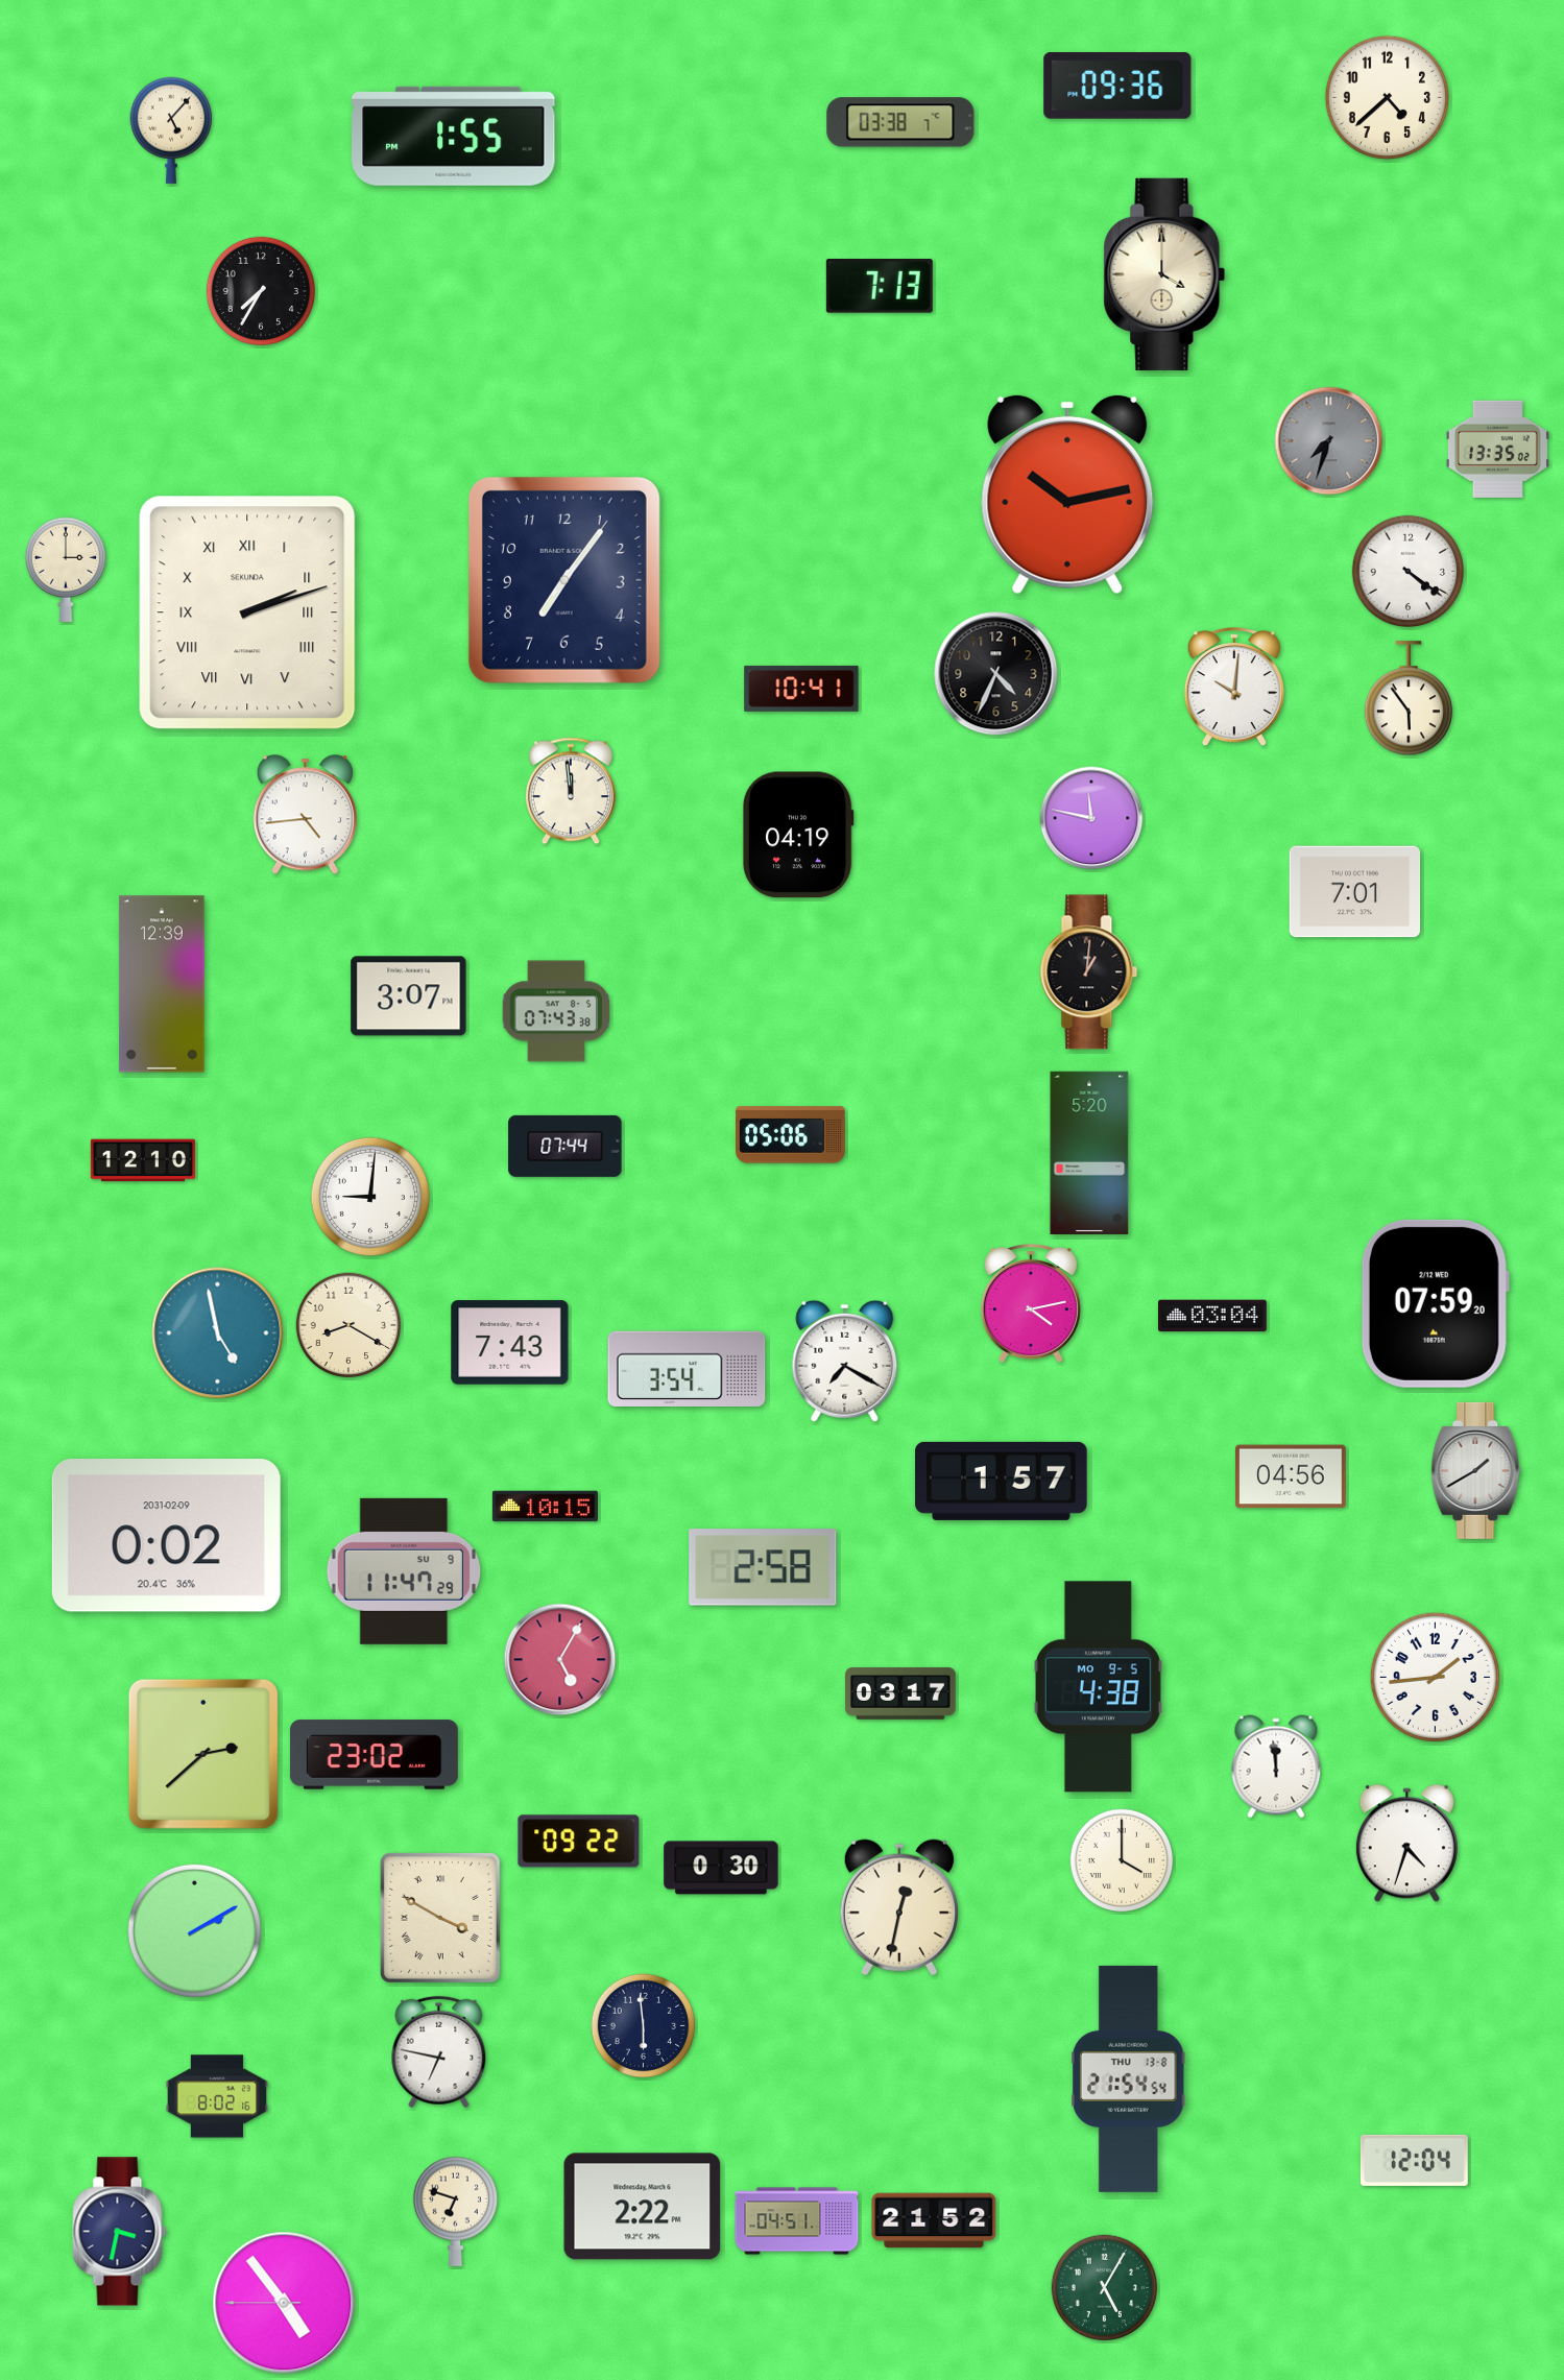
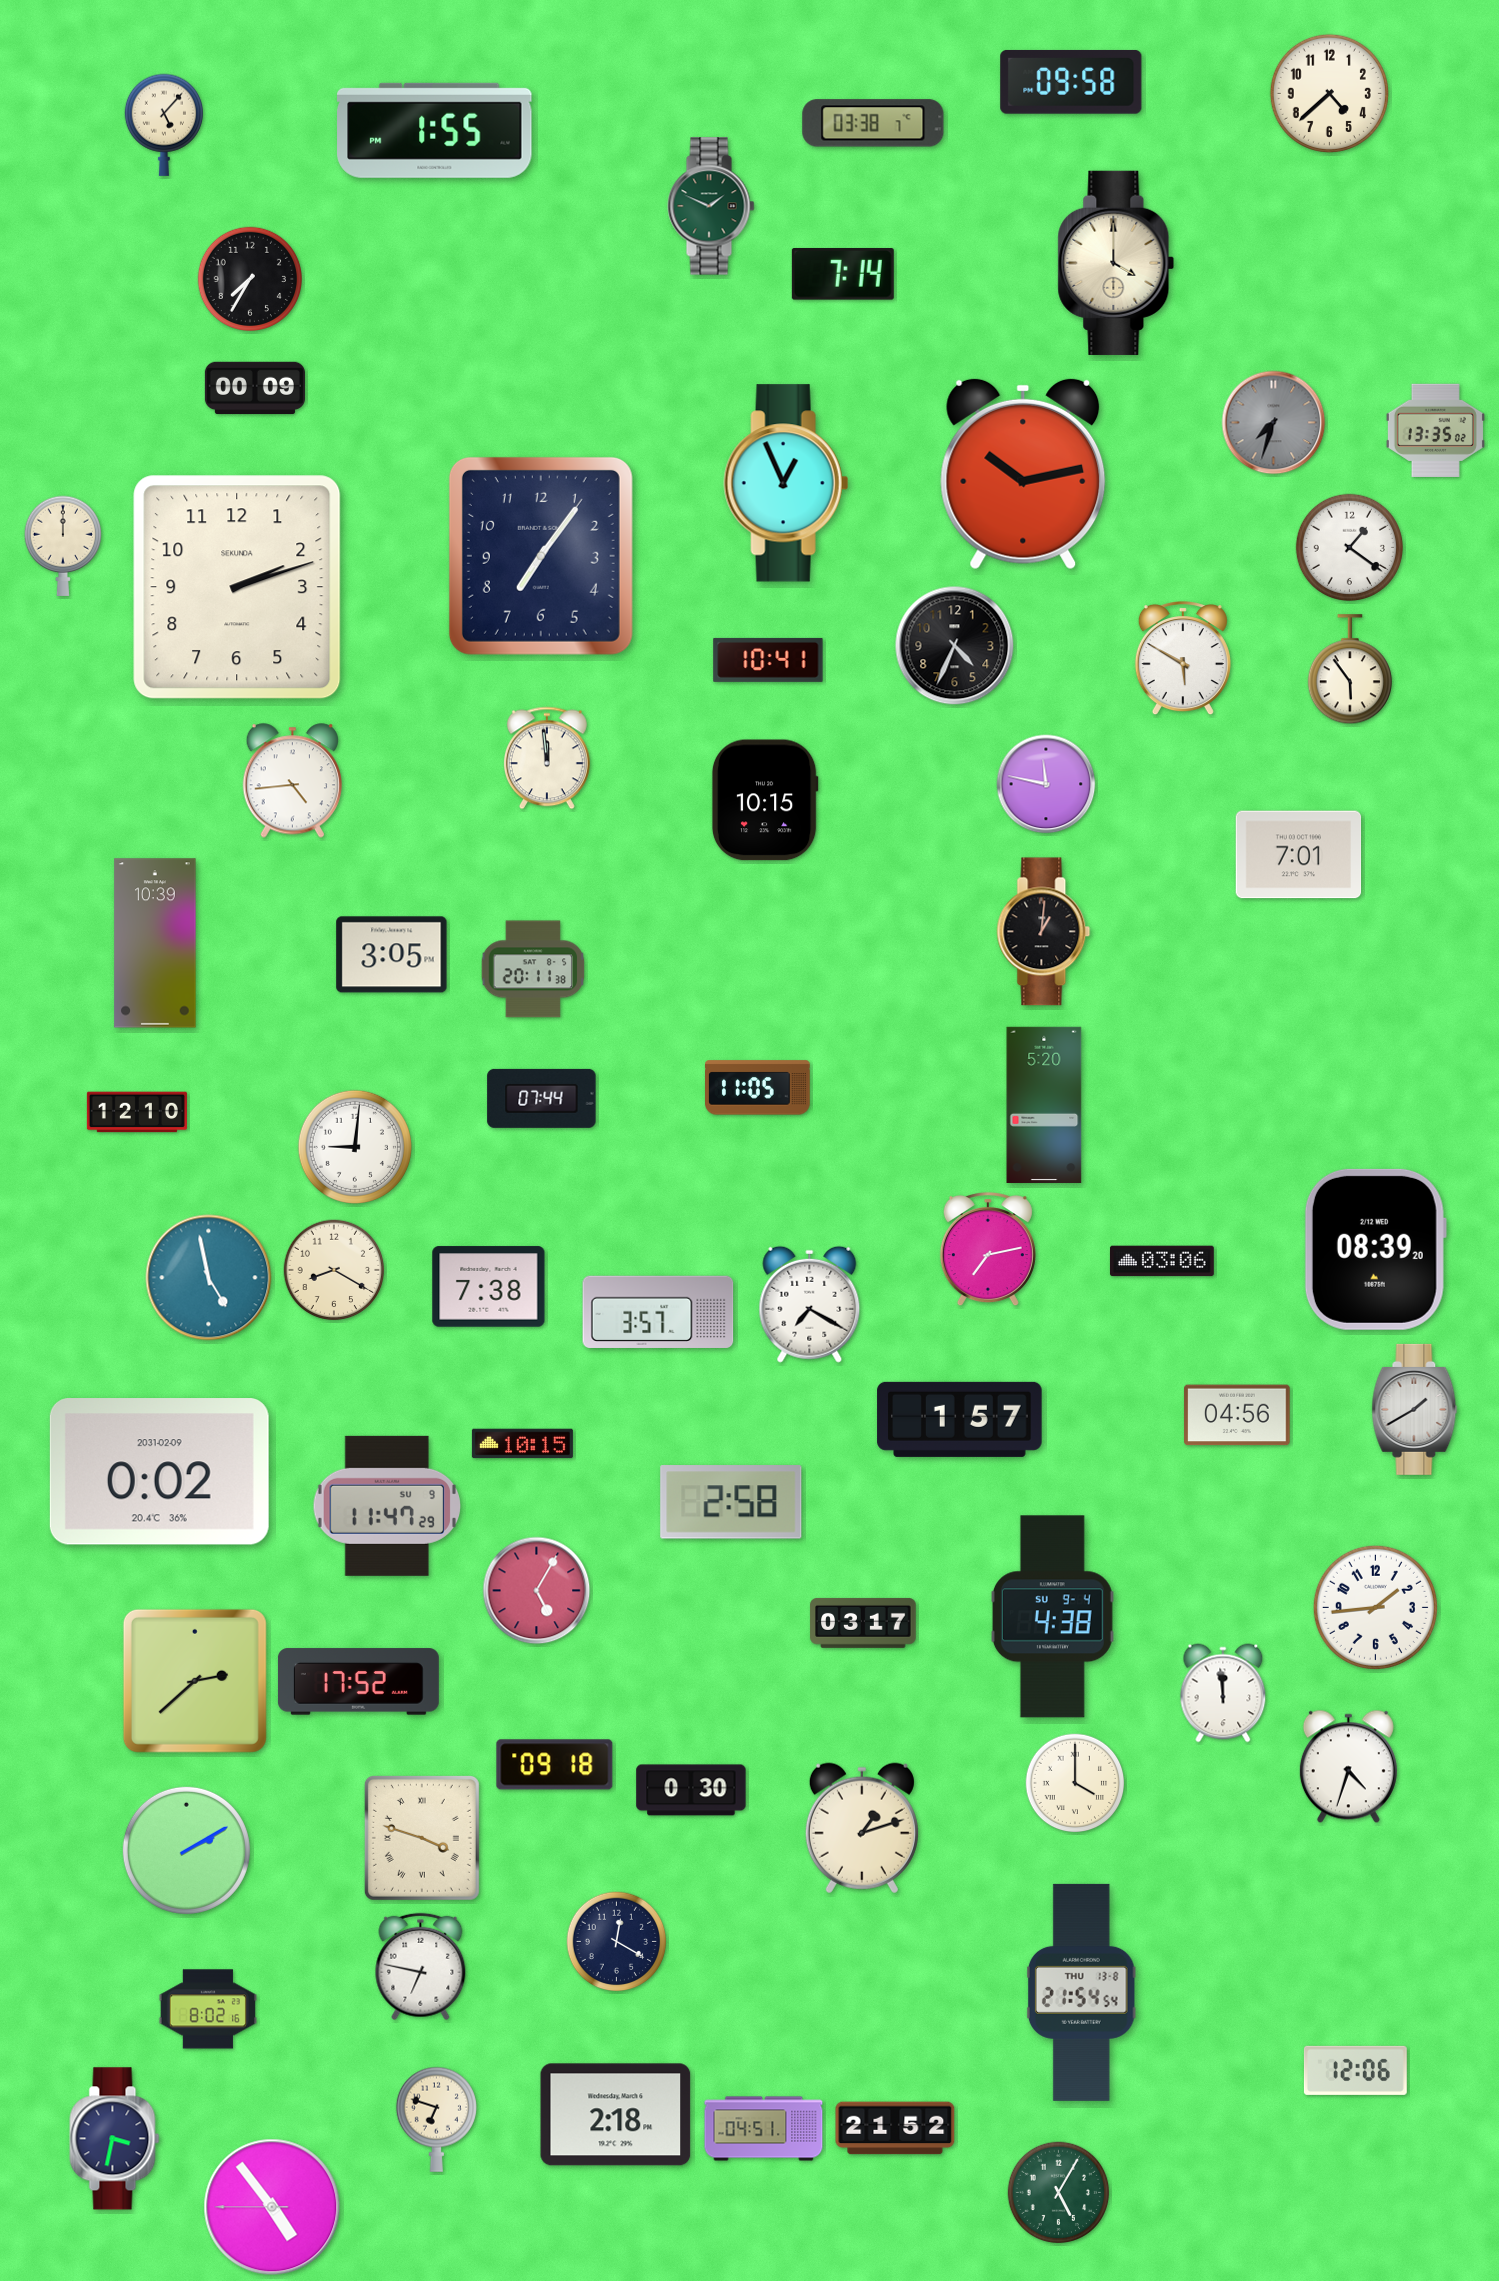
clock at (1117, 86): 09:36 -> 09:58
clock at (900, 122) position: (900, 122) -> (873, 123)
clock at (711, 206): none -> 1:49
clock at (880, 286): 7:13 -> 7:14
clock at (255, 388): none -> 00:09
clock at (786, 483): none -> 12:56
clock at (65, 570): 3:00 -> 12:00
clock at (1407, 571): 4:21 -> 1:21
clock at (247, 612) numerals: Roman -> Arabic
clock at (1234, 688): 10:01 -> 5:50
clock at (798, 835): 04:19 -> 10:15
clock at (162, 984): 12:39 -> 10:39
clock at (409, 996): 3:07 -> 3:05
clock at (556, 1011): 07:43 -> 20:11
clock at (791, 1135): 05:06 -> 11:05
clock at (1435, 1303): 07:59 -> 08:39
clock at (1031, 1304): 4:13 -> 7:13
clock at (1212, 1316): 03:04 -> 03:06
clock at (510, 1343): 7:43 -> 7:38
clock at (687, 1369): 3:54 -> 3:57
clock at (1098, 1687) date: MO 9-5 -> SU 9-4
clock at (374, 1755): 23:02 -> 17:52
clock at (579, 1842): 09:22 -> 09:18
clock at (899, 1907): 12:32 -> 1:12
clock at (440, 1918): 3:50 -> 3:48
clock at (644, 2026): 5:59 -> 12:20
clock at (1414, 2160): 12:04 -> 12:06
clock at (643, 2207): 2:22 -> 2:18
